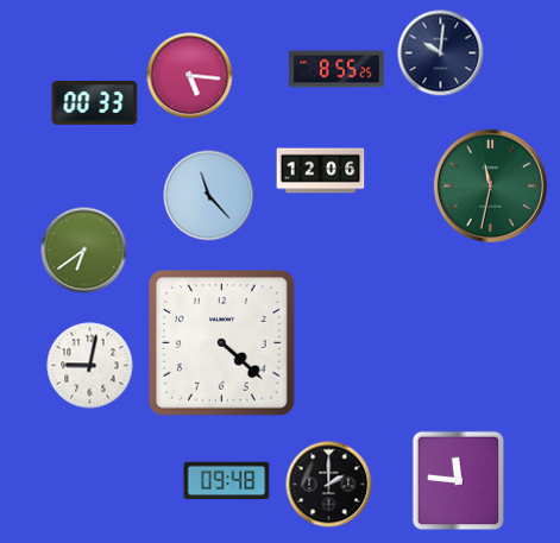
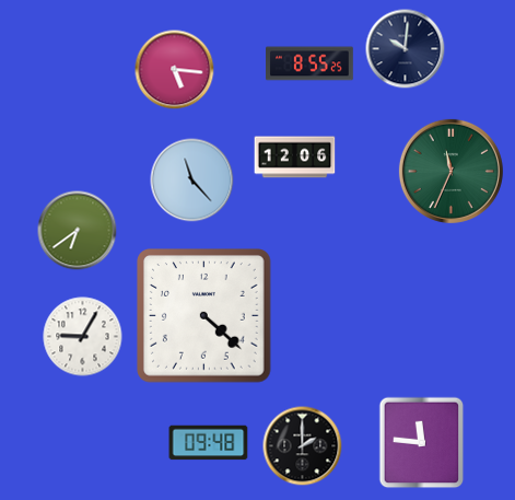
clock at (95, 103): 00:33 -> none
clock at (490, 185): 11:32 -> 11:34
clock at (90, 366): 9:02 -> 9:05
